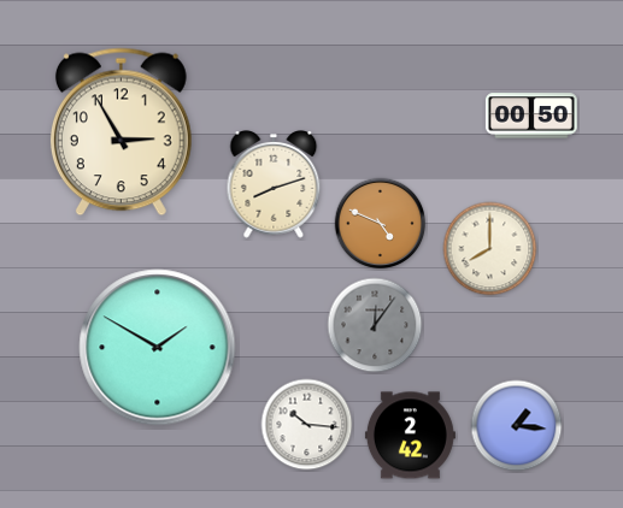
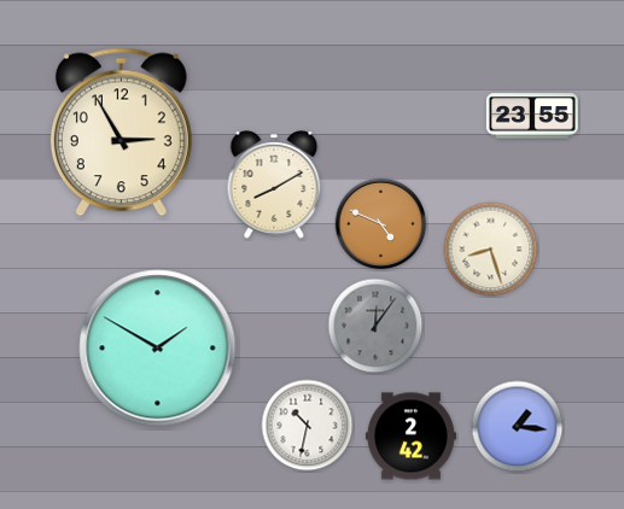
clock at (531, 116): 00:50 -> 23:55
clock at (274, 185): 8:12 -> 8:10
clock at (490, 249): 8:00 -> 8:27
clock at (307, 425): 10:16 -> 10:32
